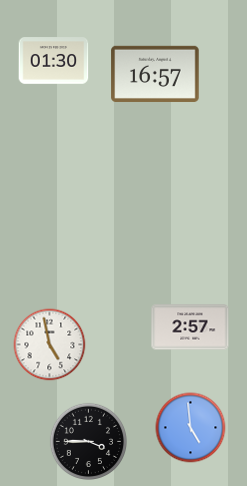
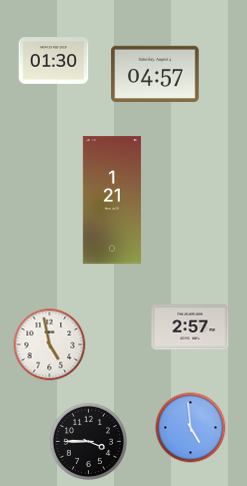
clock at (155, 74): 16:57 -> 04:57
clock at (112, 200): none -> 1:21
